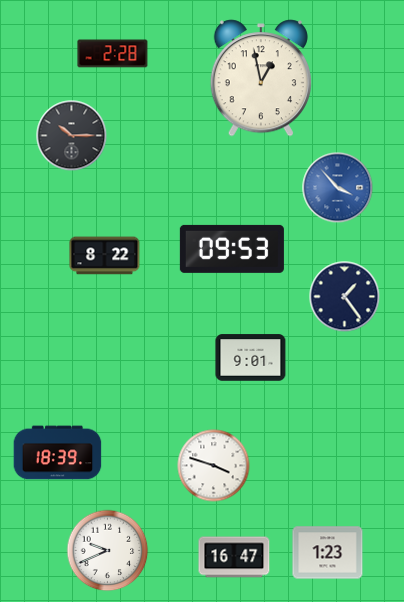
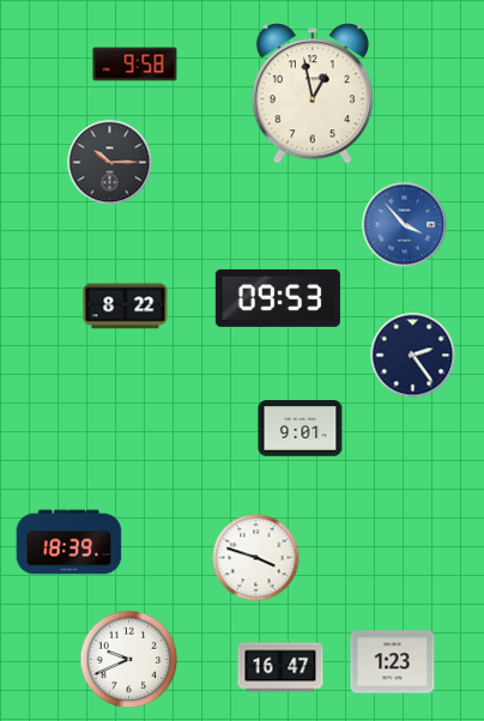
clock at (113, 54): 2:28 -> 9:58
clock at (72, 136) position: (72, 136) -> (110, 163)
clock at (345, 297): 1:24 -> 2:24
